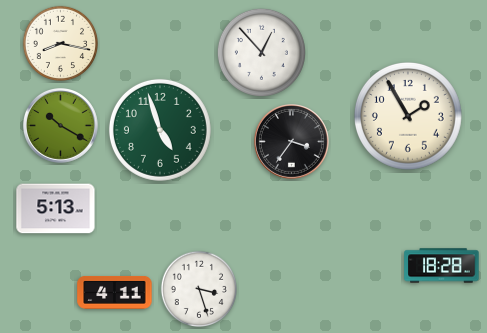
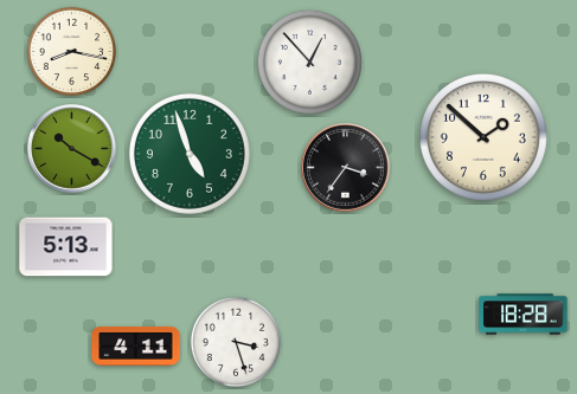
clock at (408, 116): 1:55 -> 1:52
